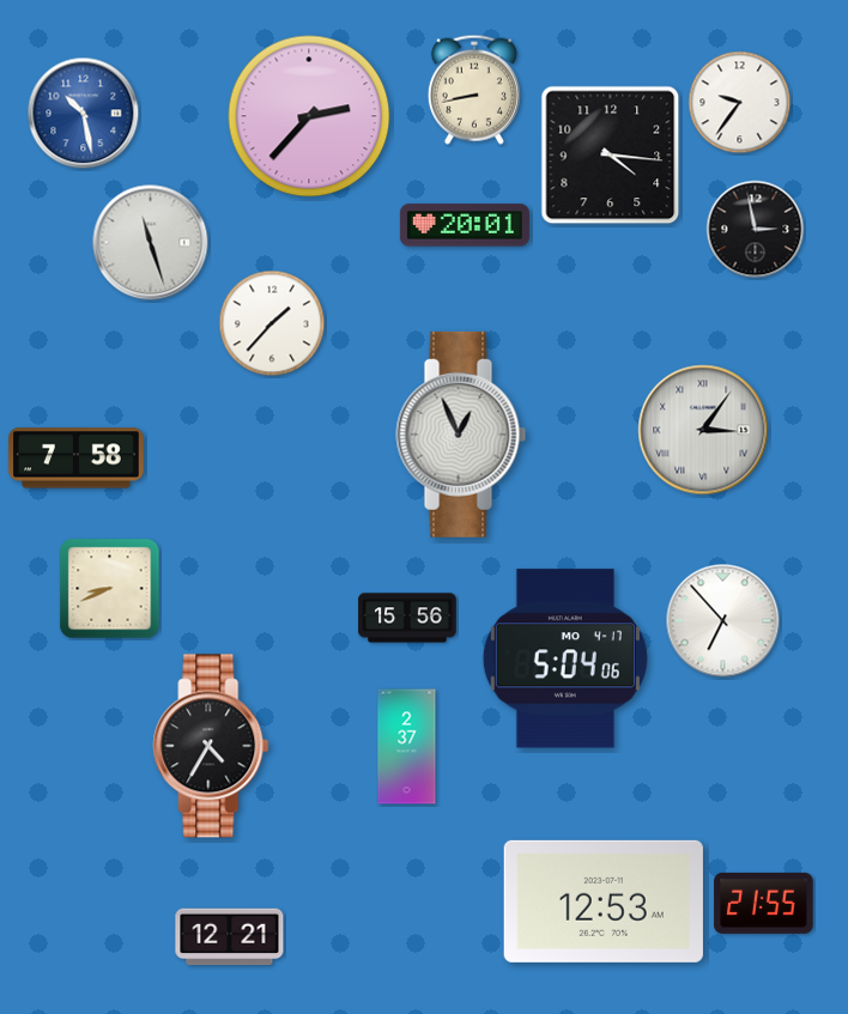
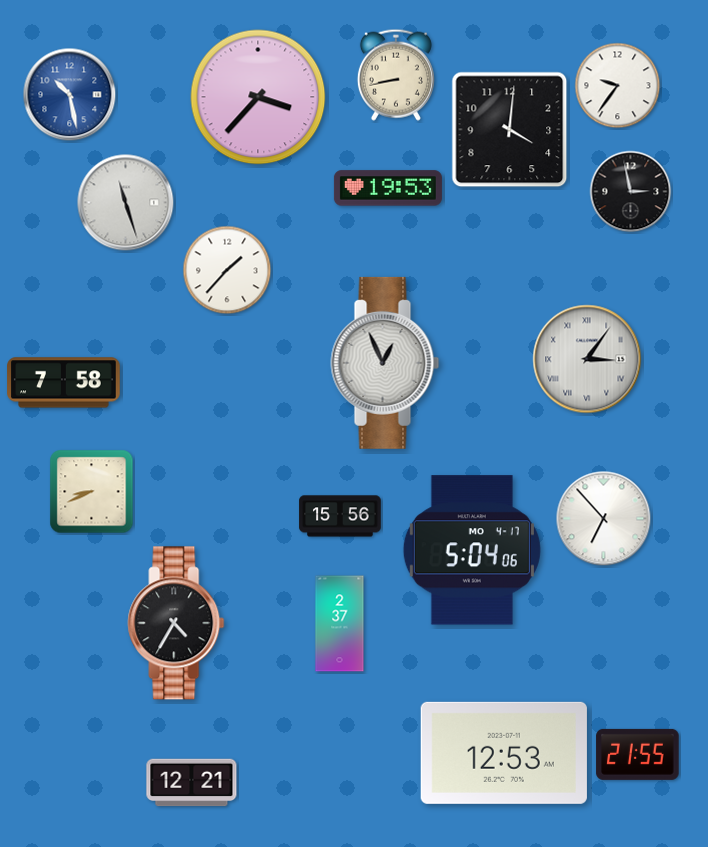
clock at (309, 116): 2:37 -> 3:37
clock at (611, 156): 4:16 -> 4:01
clock at (465, 225): 20:01 -> 19:53
